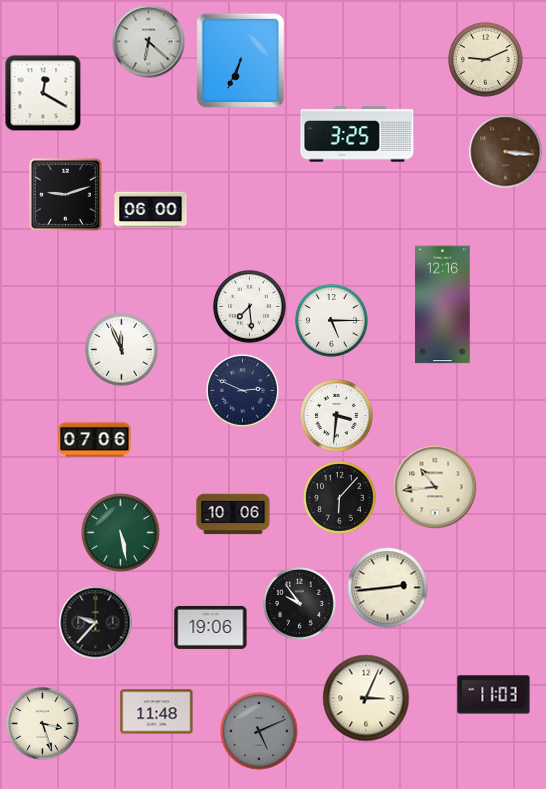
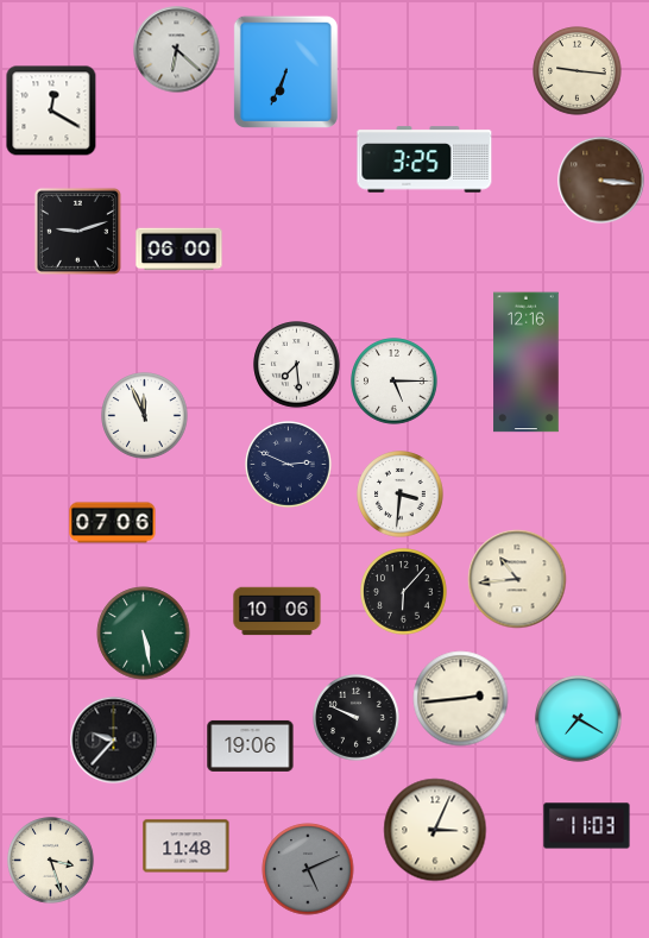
clock at (486, 60): 9:11 -> 9:16
clock at (300, 604): 9:54 -> 9:49
clock at (579, 719): none -> 7:20
